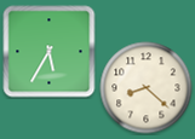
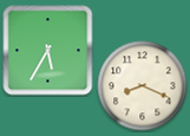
clock at (147, 88): 8:22 -> 8:19
